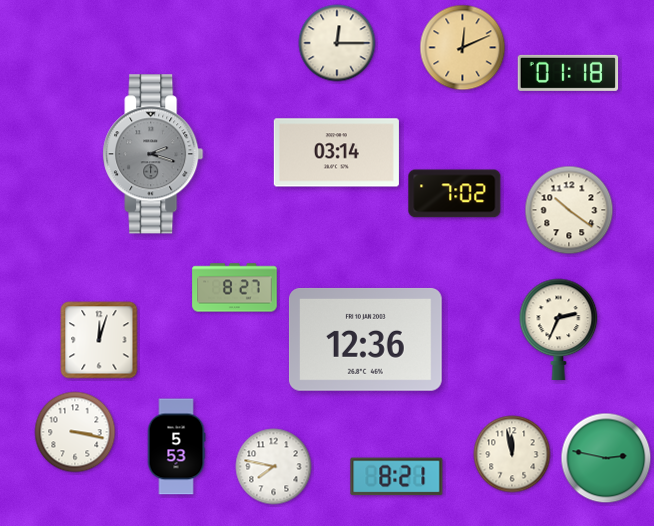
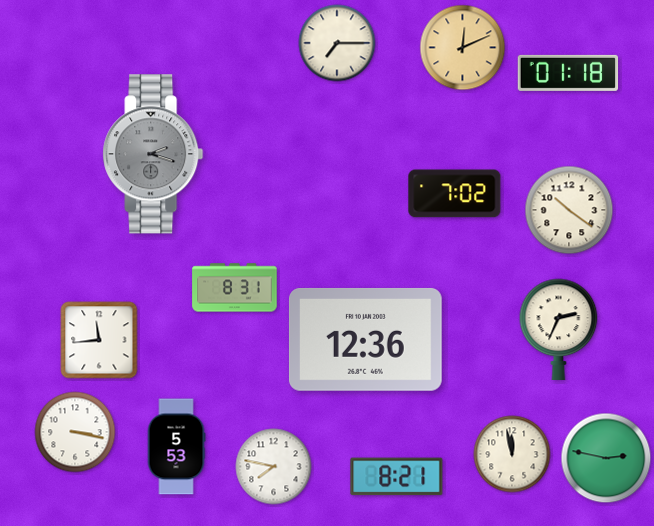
clock at (337, 43): 12:15 -> 7:15
clock at (336, 153): 03:14 -> none
clock at (235, 288): 8:27 -> 8:31
clock at (99, 340): 12:03 -> 11:44
